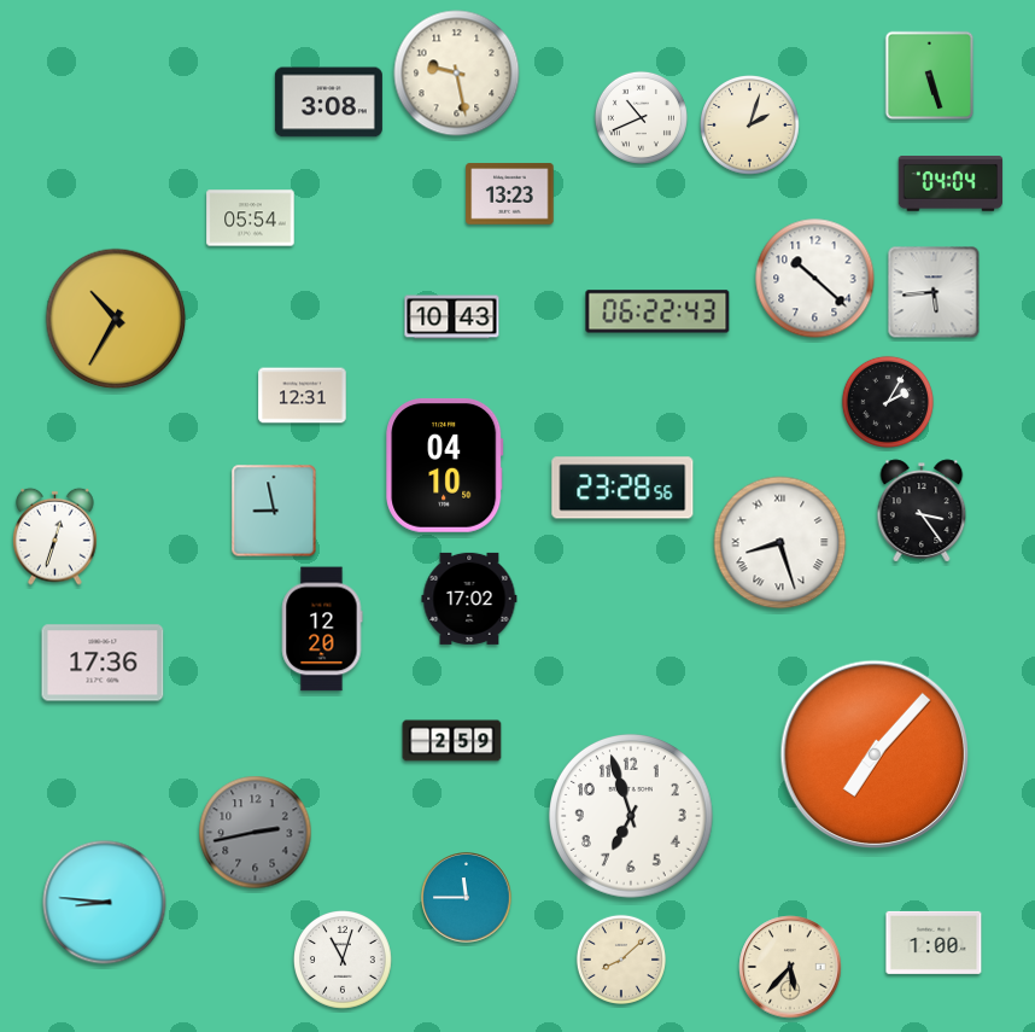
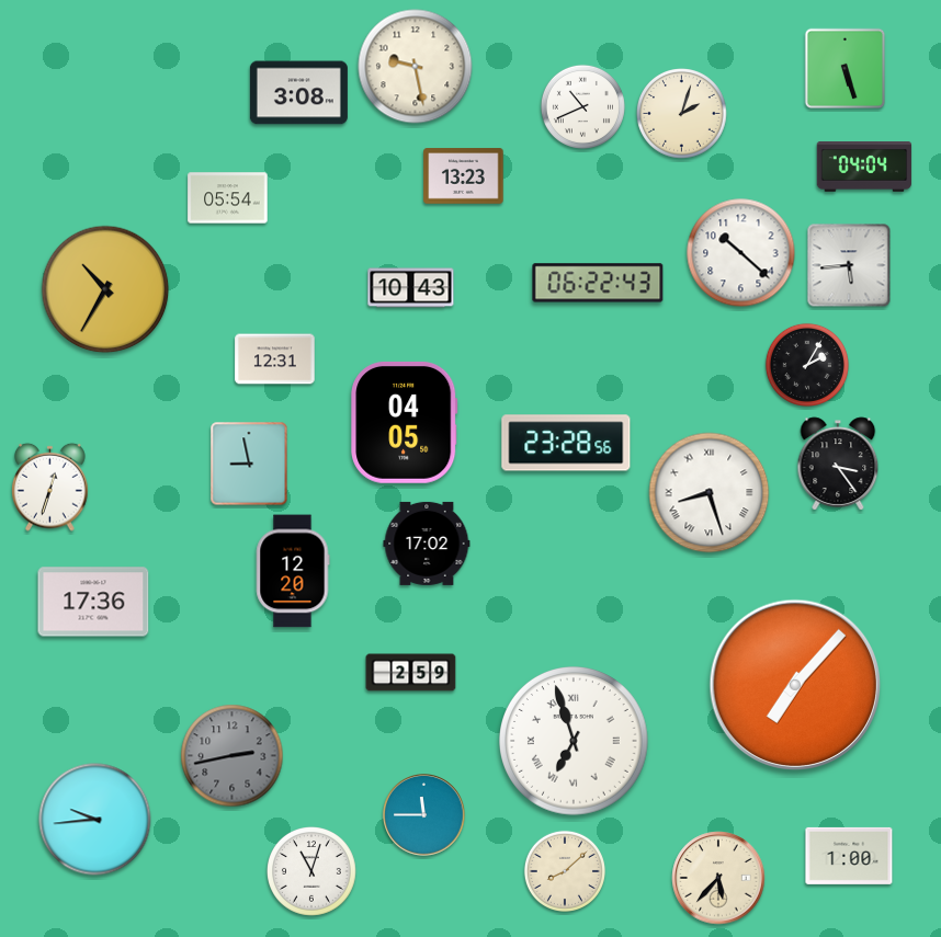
clock at (445, 465): 04:10 -> 04:05
clock at (632, 817) numerals: Arabic -> Roman
clock at (105, 903): 8:46 -> 9:44
